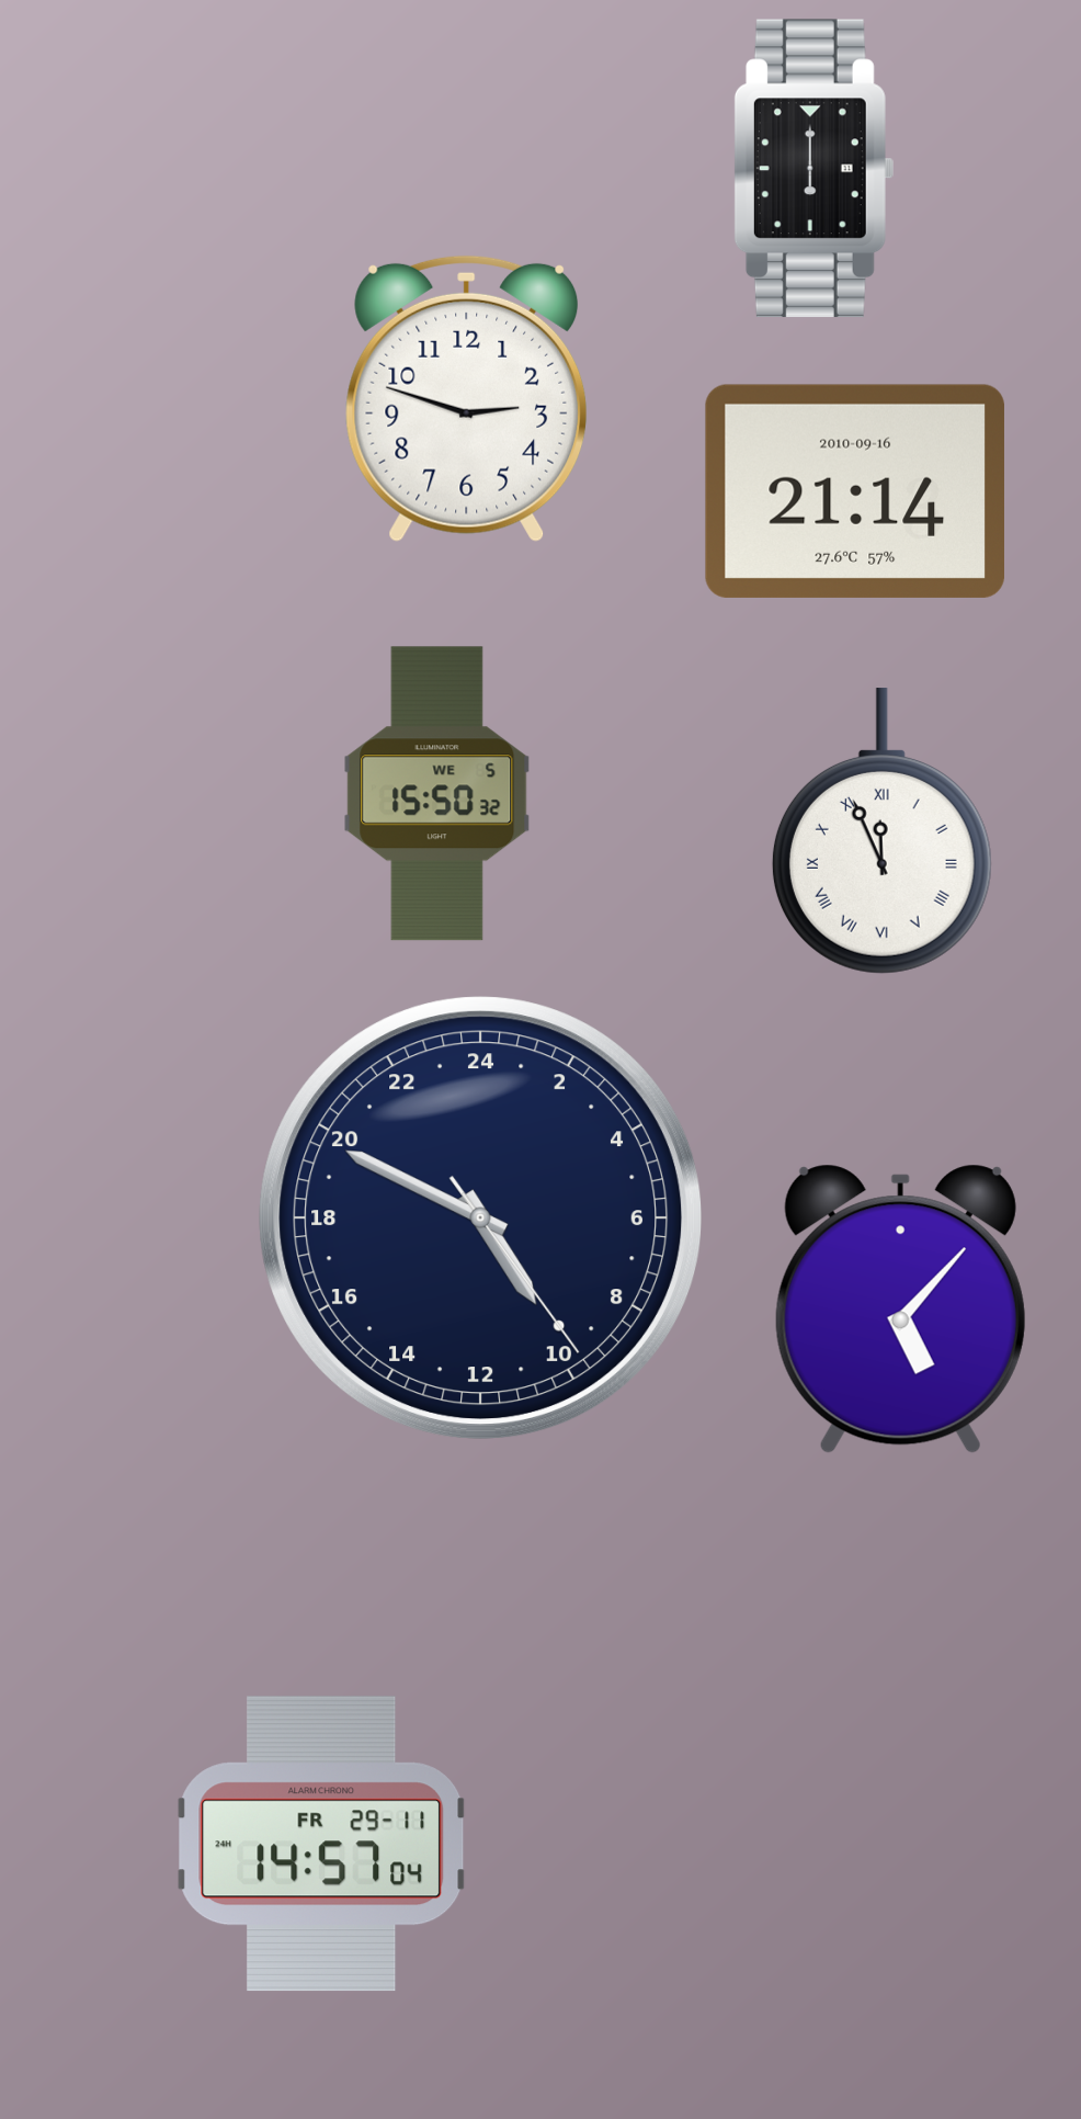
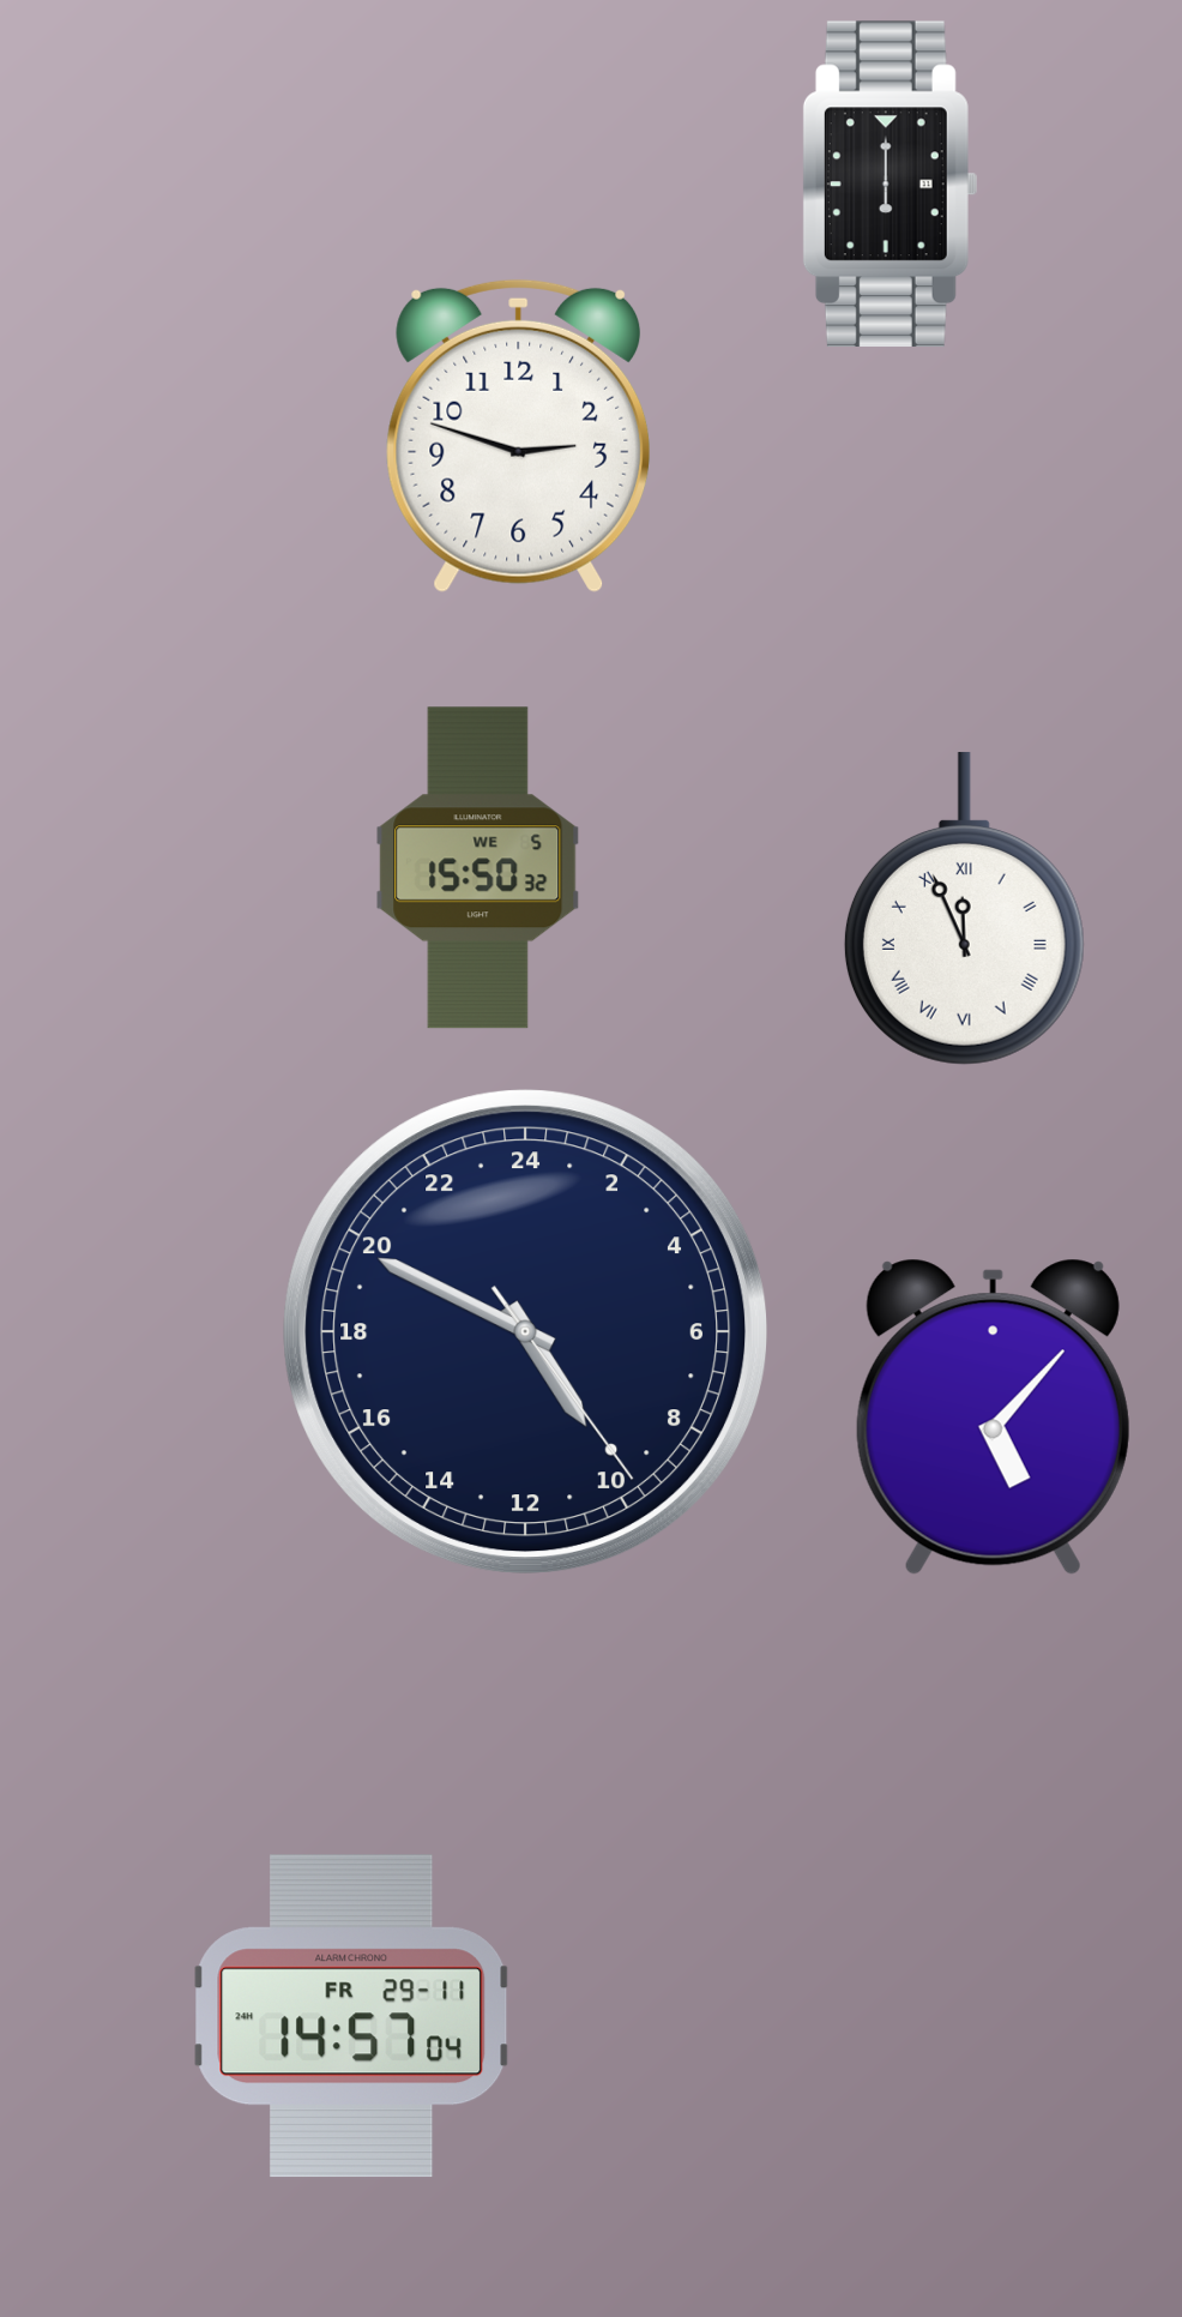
clock at (467, 398) position: (467, 398) -> (519, 435)
clock at (855, 491): 21:14 -> none
clock at (900, 1308) position: (900, 1308) -> (993, 1416)
